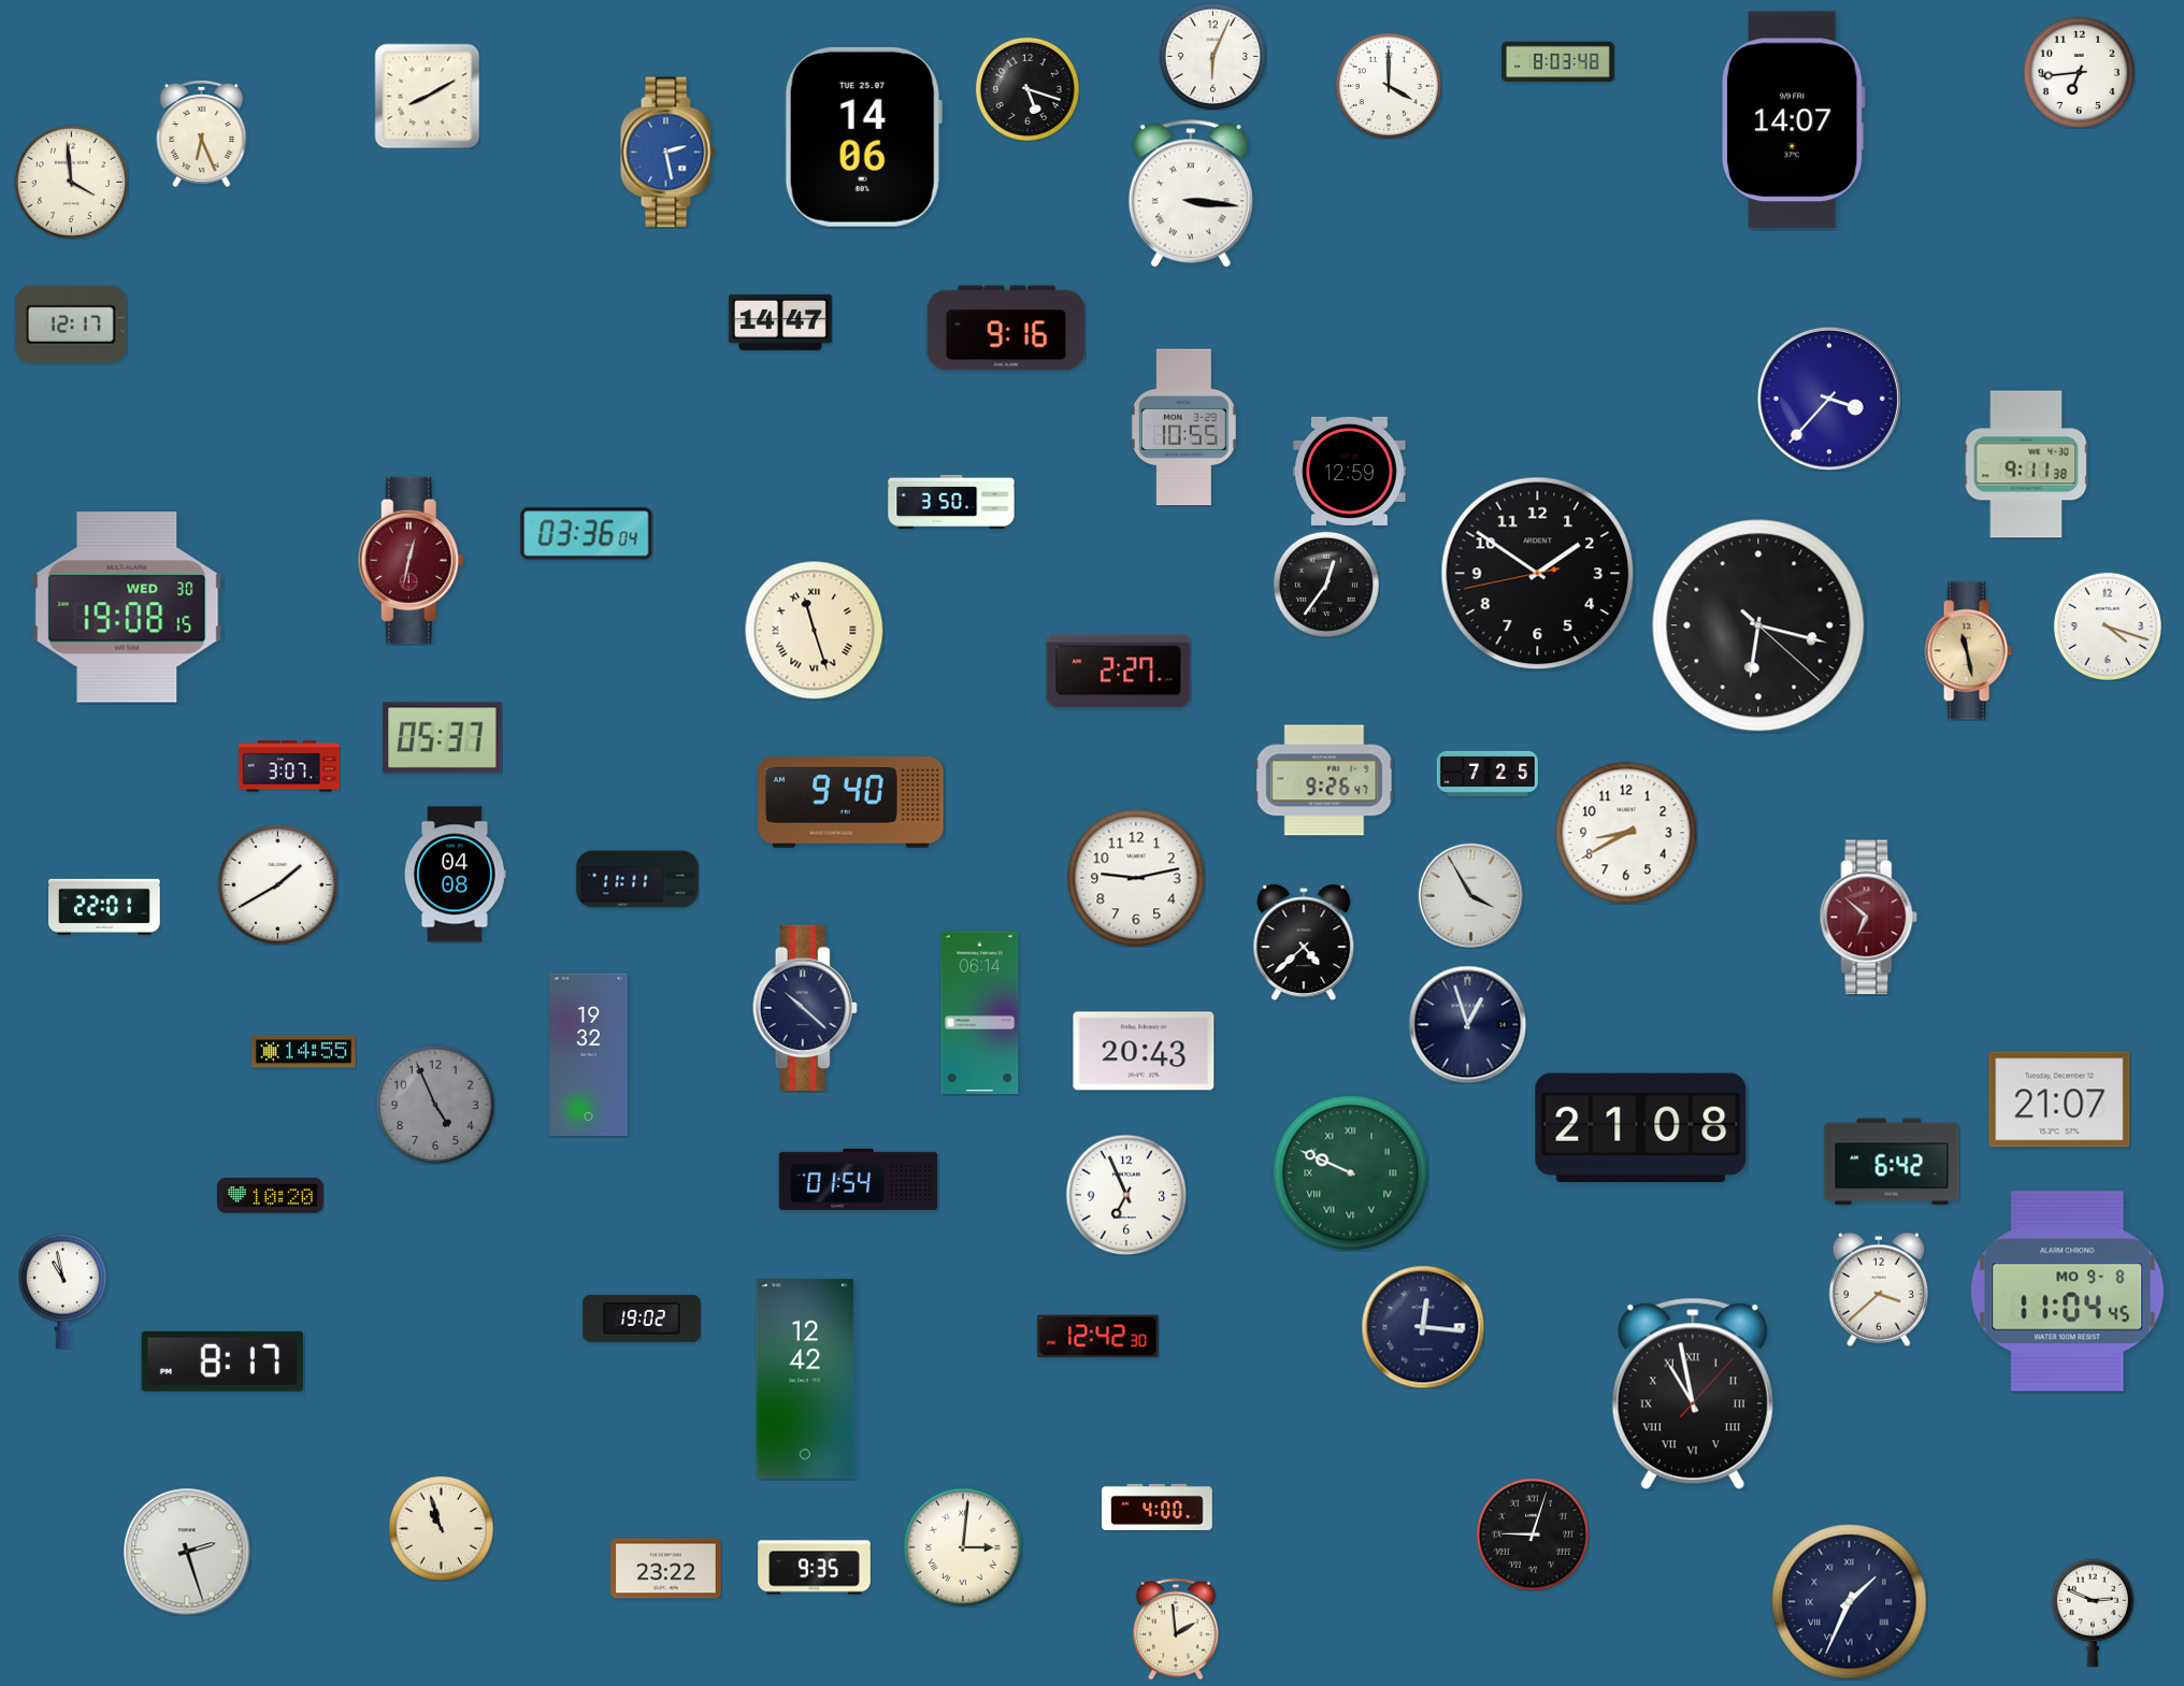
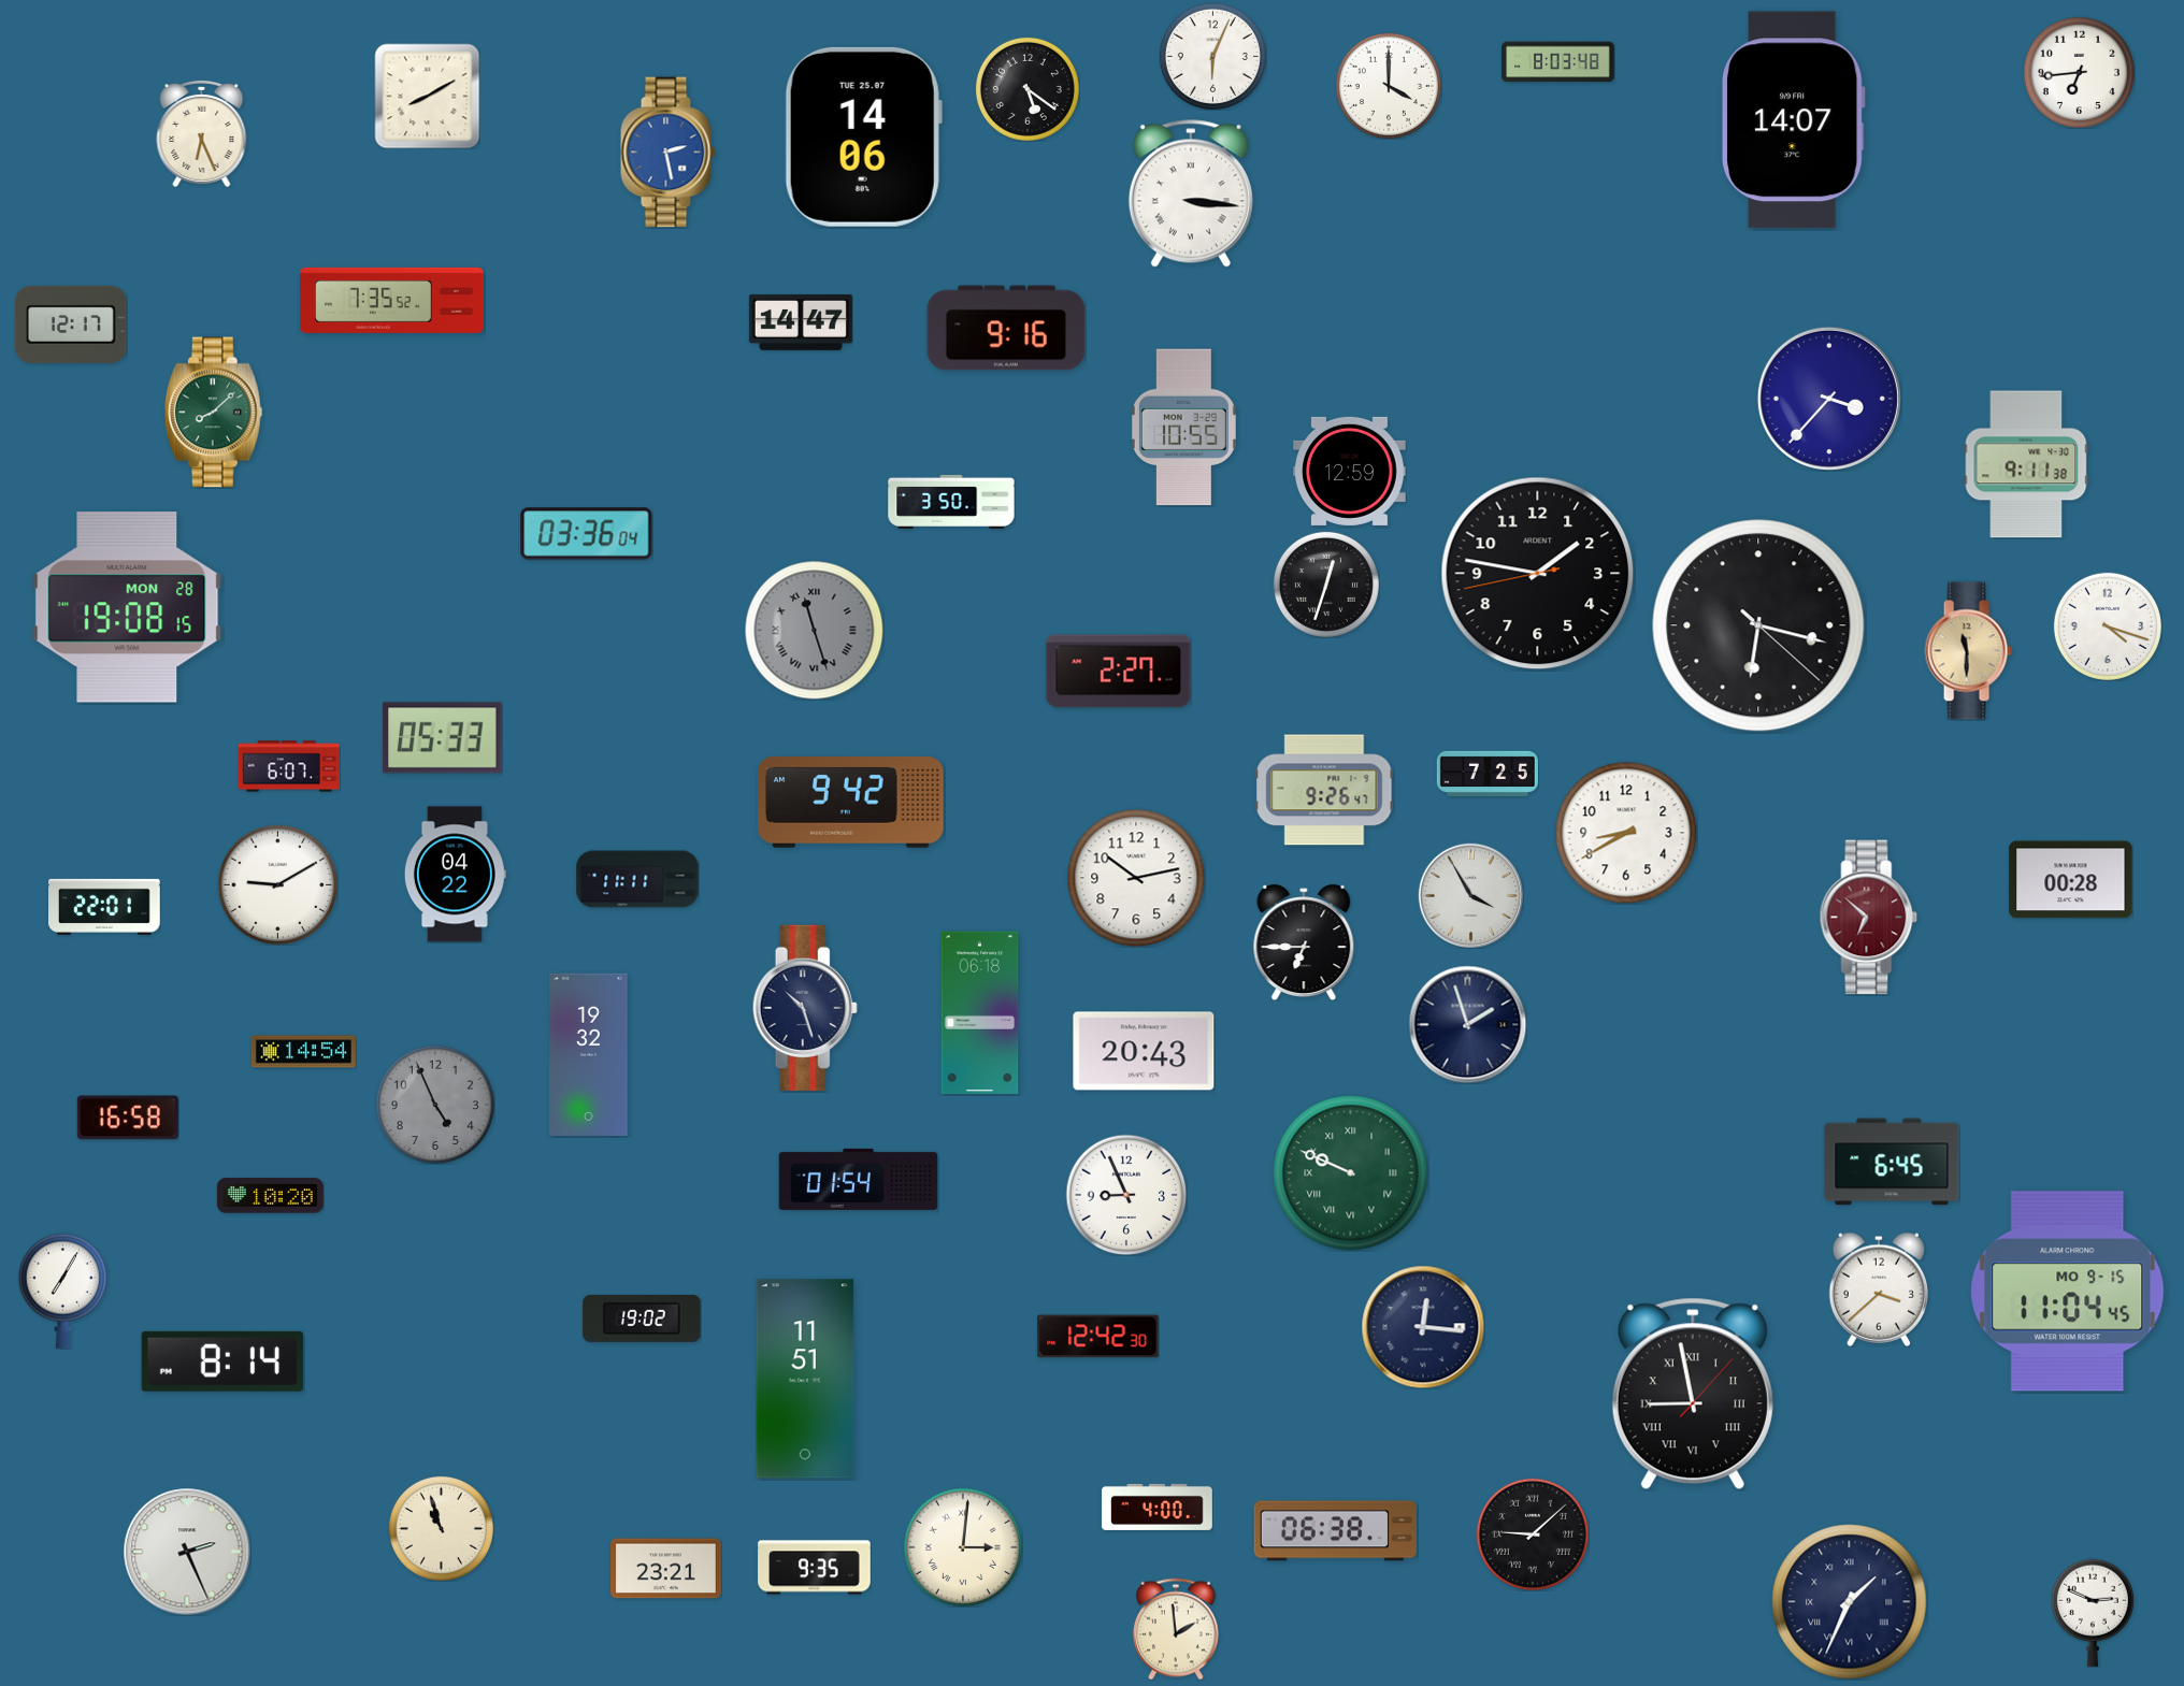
clock at (1028, 89): 5:18 -> 5:21
clock at (71, 182): 3:59 -> none
clock at (392, 300): none -> 7:35
clock at (780, 322) position: (780, 322) -> (801, 322)
clock at (213, 413): none -> 8:08
clock at (411, 560): 12:32 -> none
clock at (1538, 574): 1:50 -> 1:46
clock at (1326, 585): 12:36 -> 12:33
clock at (127, 607) date: WED 30 -> MON 28
clock at (814, 630) dial: cream -> grey
clock at (1968, 651): 11:28 -> 11:30
clock at (443, 738): 05:37 -> 05:33
clock at (289, 766): 3:07 -> 6:07
clock at (1324, 780) position: (1324, 780) -> (1324, 790)
clock at (851, 802): 9:40 -> 9:42
clock at (455, 875): 04:08 -> 04:22
clock at (1136, 878): 9:13 -> 10:13
clock at (2071, 880): none -> 00:28
clock at (277, 884): 1:40 -> 9:10
clock at (1304, 942): 4:38 -> 6:45
clock at (805, 1008): 10:22 -> 10:27
clock at (980, 1013): 06:14 -> 06:18
clock at (1467, 1024): 12:57 -> 1:57
clock at (303, 1052): 14:55 -> 14:54
clock at (2059, 1099): 21:07 -> none
clock at (128, 1118): none -> 16:58
clock at (1641, 1127): 21:08 -> none
clock at (1892, 1162): 6:42 -> 6:45
clock at (1126, 1195): 6:56 -> 8:56
clock at (62, 1291): 10:58 -> 7:05
clock at (2068, 1292) date: MO 9-8 -> MO 9-15
clock at (222, 1361): 8:17 -> 8:14
clock at (805, 1379): 12:42 -> 11:51
clock at (1693, 1394): 10:58 -> 8:58
clock at (1335, 1531): none -> 06:38
clock at (1532, 1533): 9:03 -> 9:08
clock at (187, 1552): 2:27 -> 2:26
clock at (666, 1569): 23:22 -> 23:21
